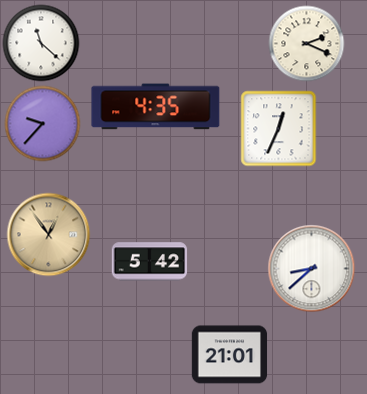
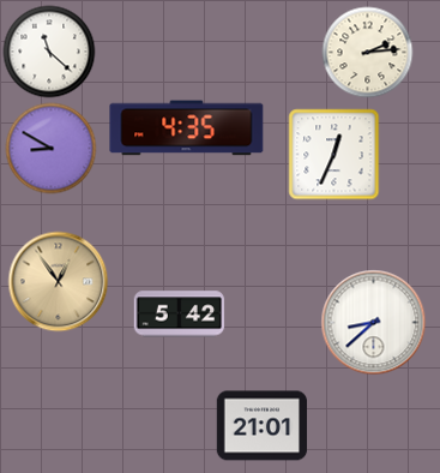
clock at (307, 44): 2:19 -> 2:14
clock at (43, 124): 9:37 -> 8:50
clock at (230, 355) position: (230, 355) -> (263, 426)
